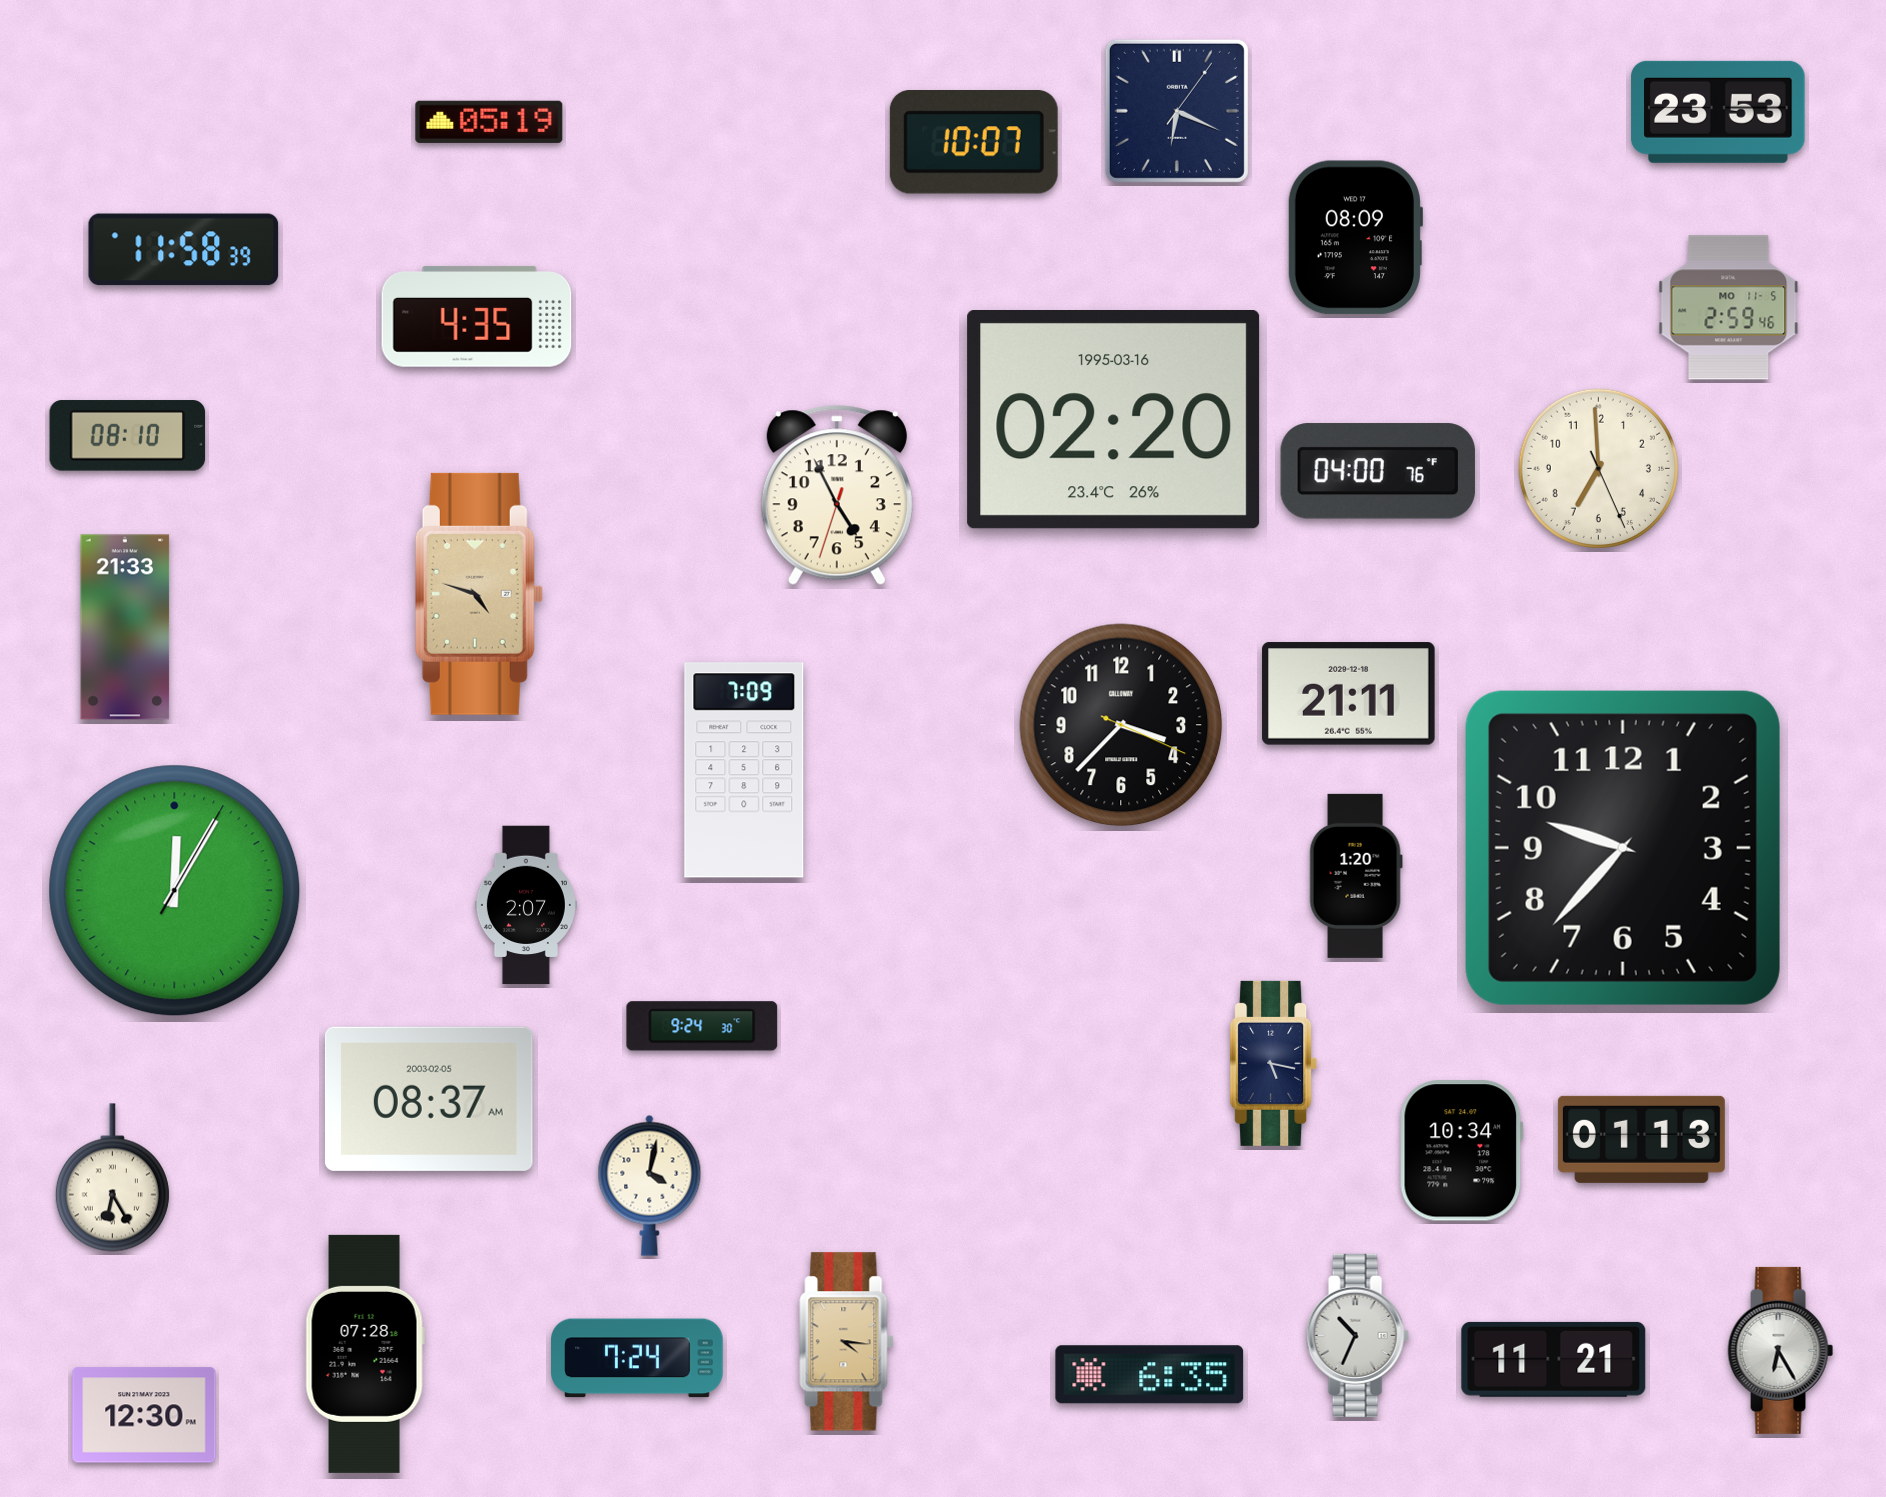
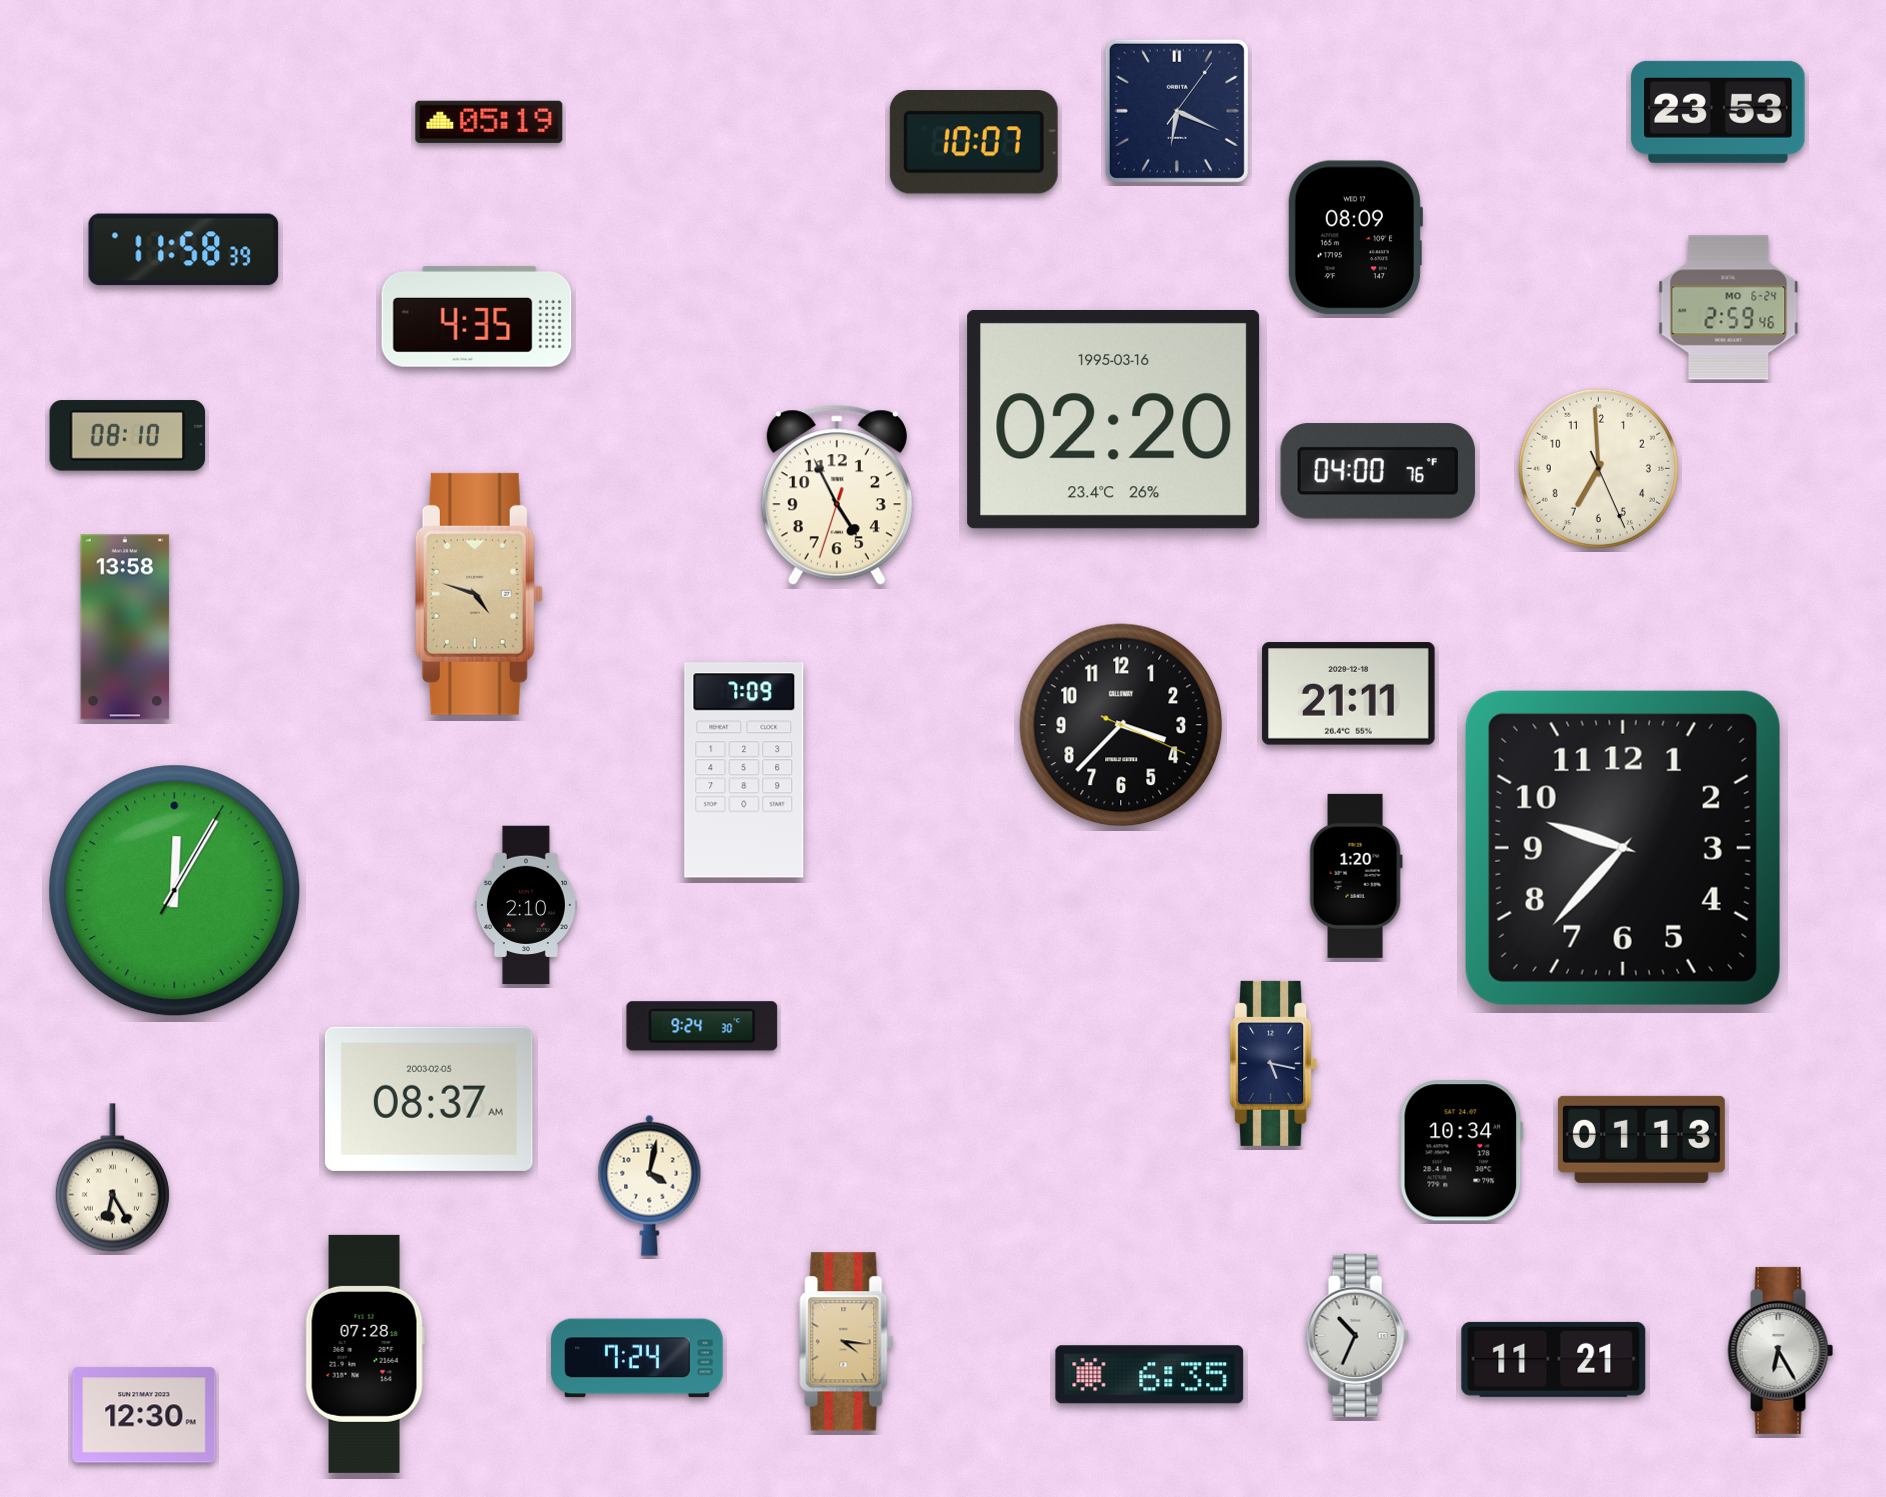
clock at (1729, 308) date: MO 11-5 -> MO 6-24
clock at (125, 627): 21:33 -> 13:58
clock at (526, 905): 2:07 -> 2:10
